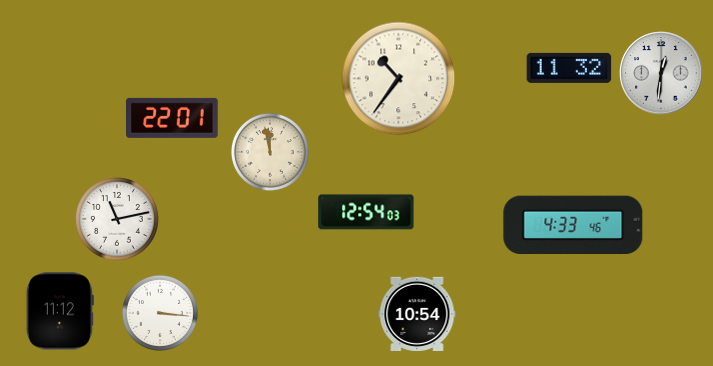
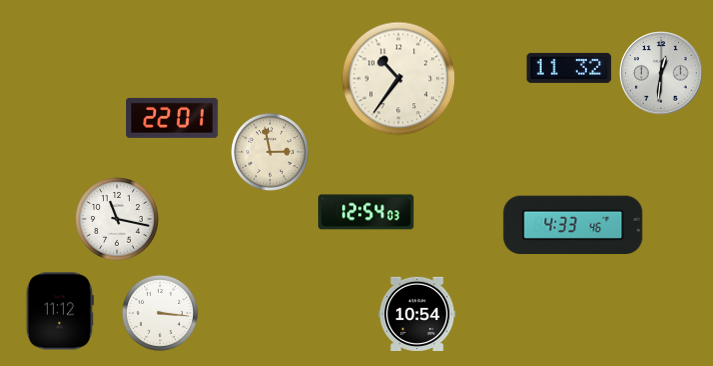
clock at (270, 152): 11:58 -> 2:58
clock at (117, 219): 11:13 -> 11:17
